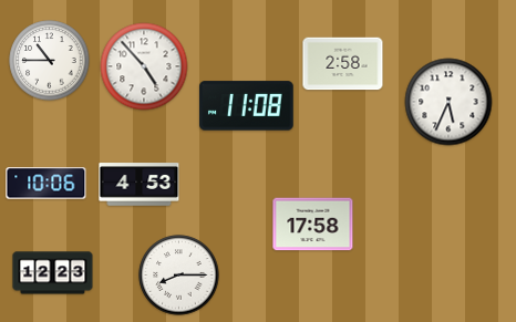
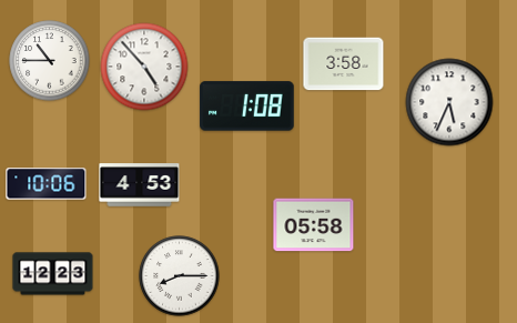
clock at (343, 64): 2:58 -> 3:58
clock at (247, 106): 11:08 -> 1:08
clock at (313, 225): 17:58 -> 05:58
